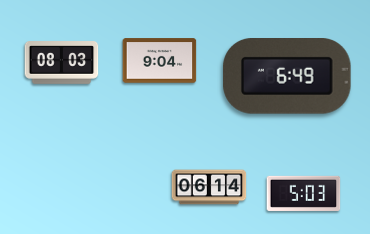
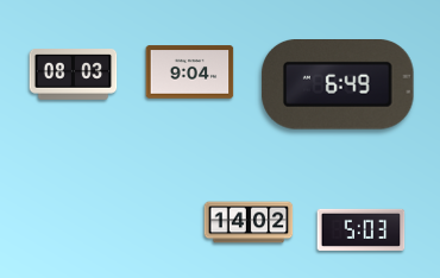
clock at (287, 77) position: (287, 77) -> (338, 86)
clock at (209, 187): 06:14 -> 14:02
